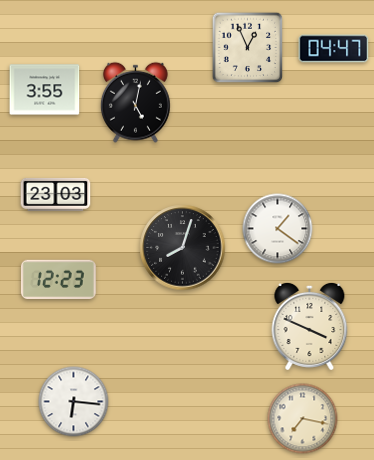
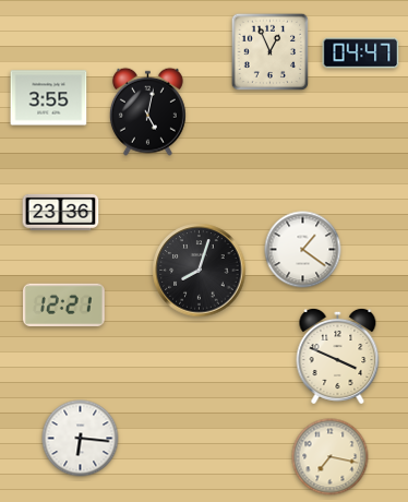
clock at (334, 49) position: (334, 49) -> (361, 53)
clock at (56, 194): 23:03 -> 23:36
clock at (58, 279): 12:23 -> 12:21
